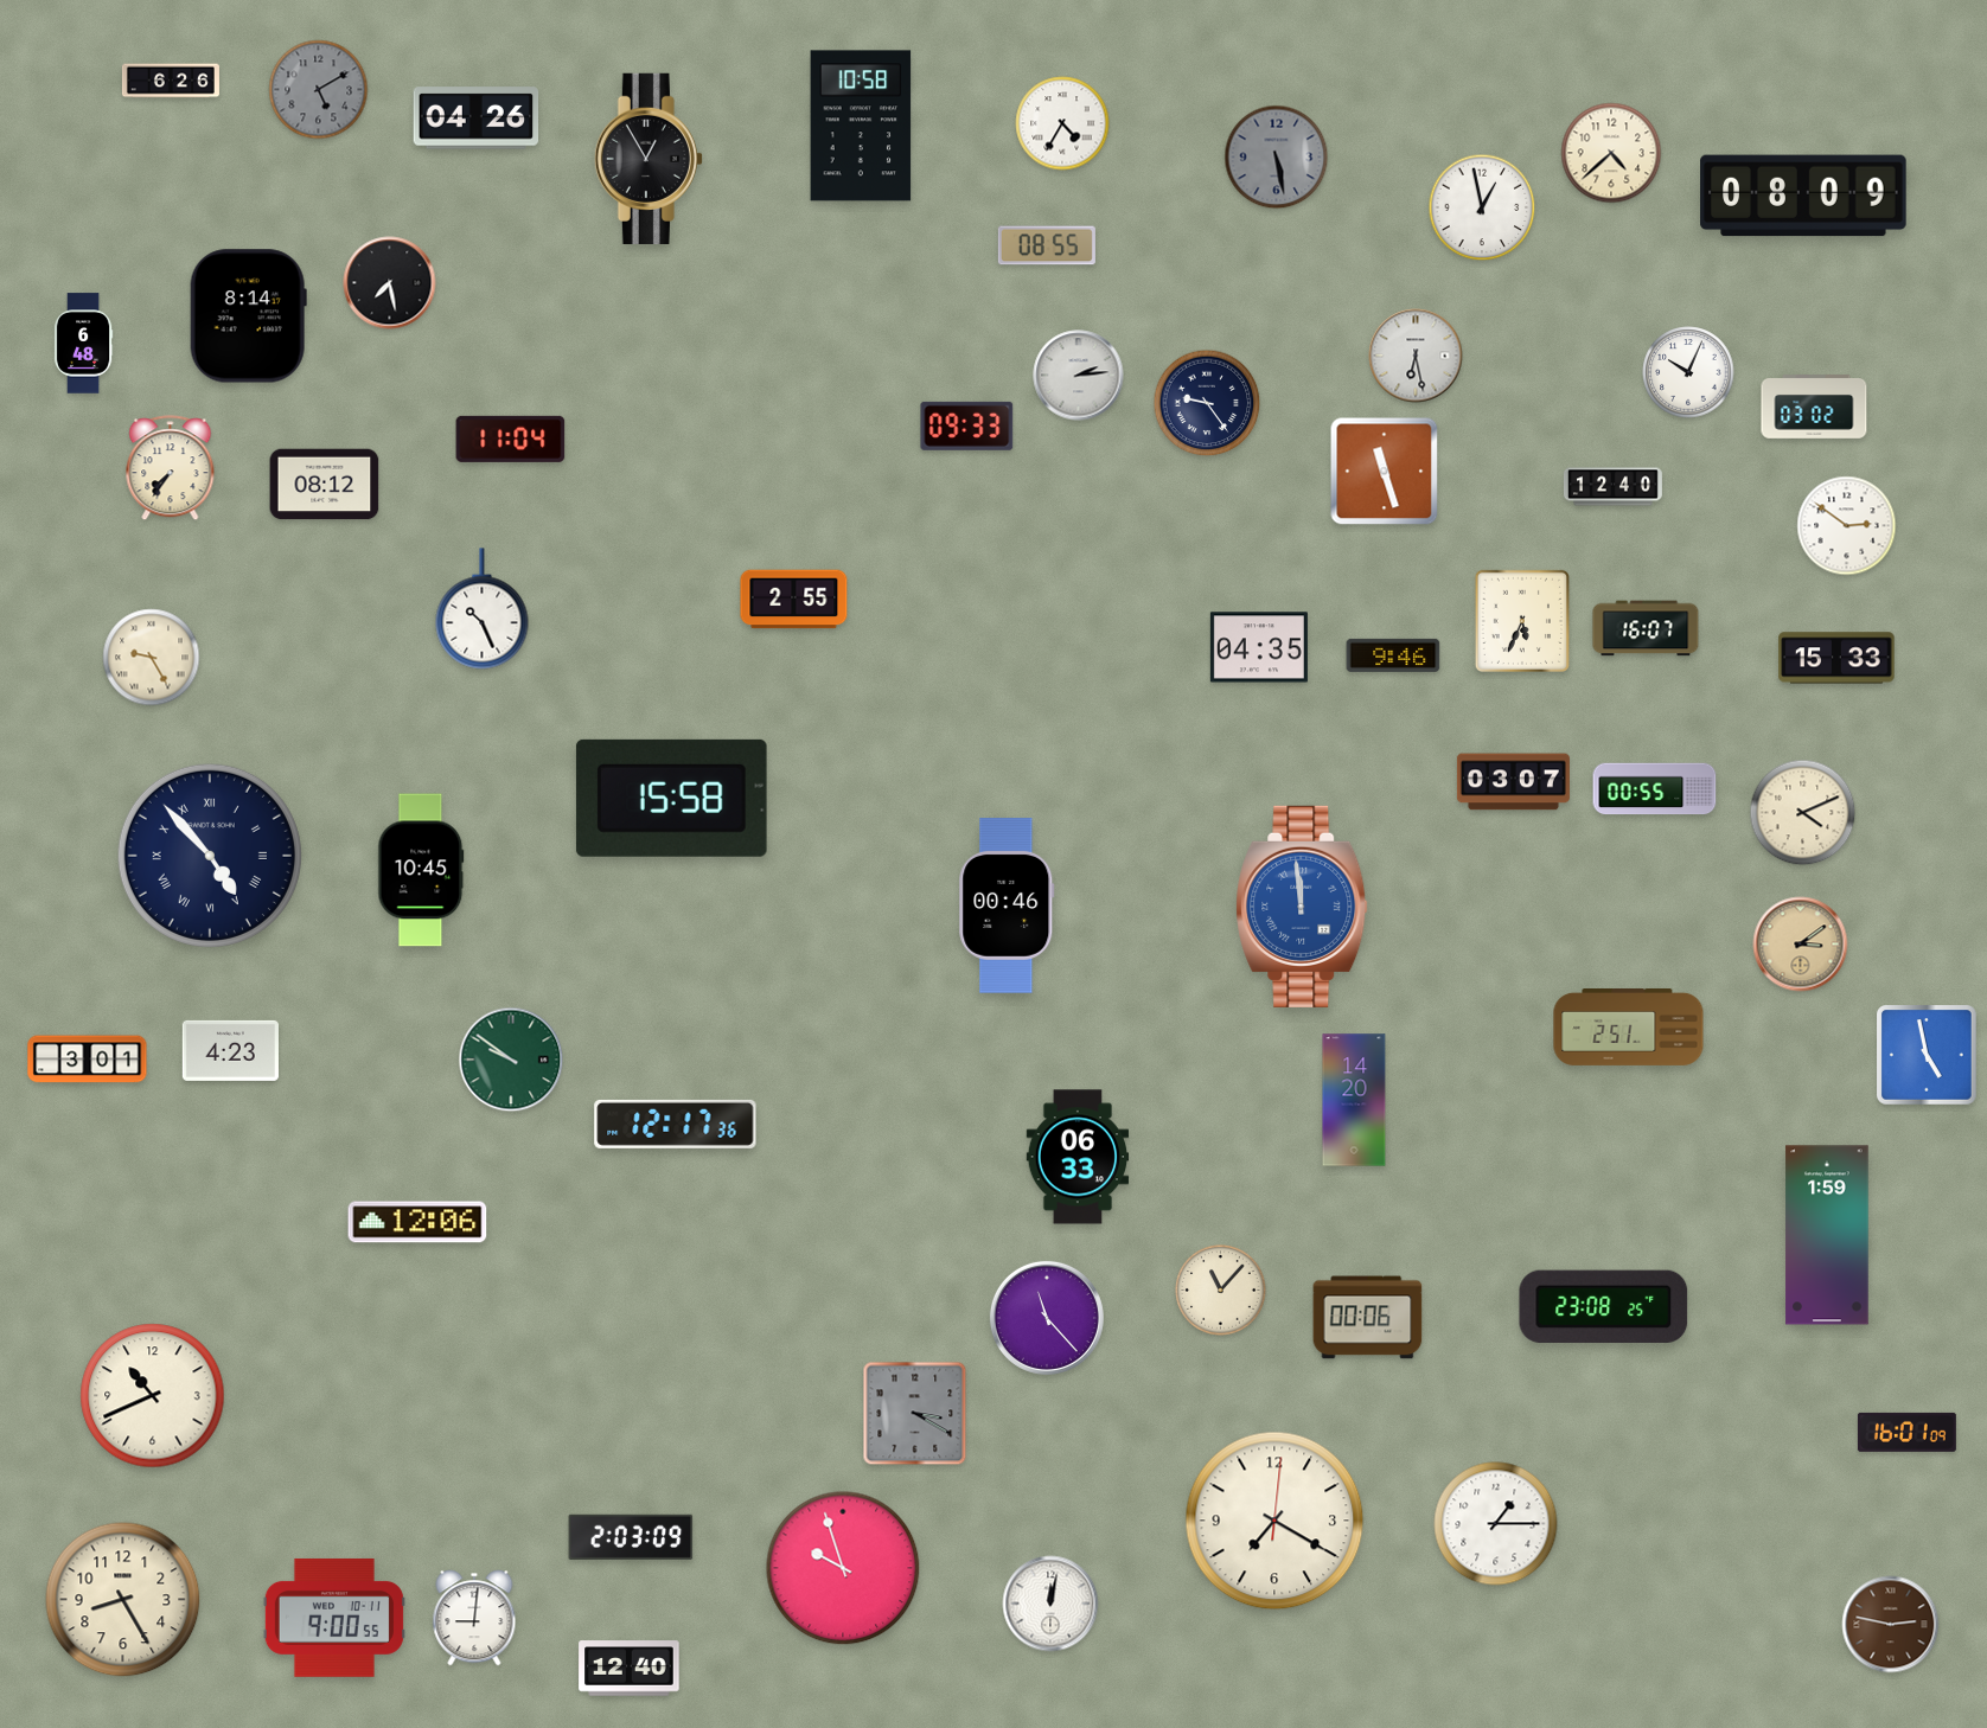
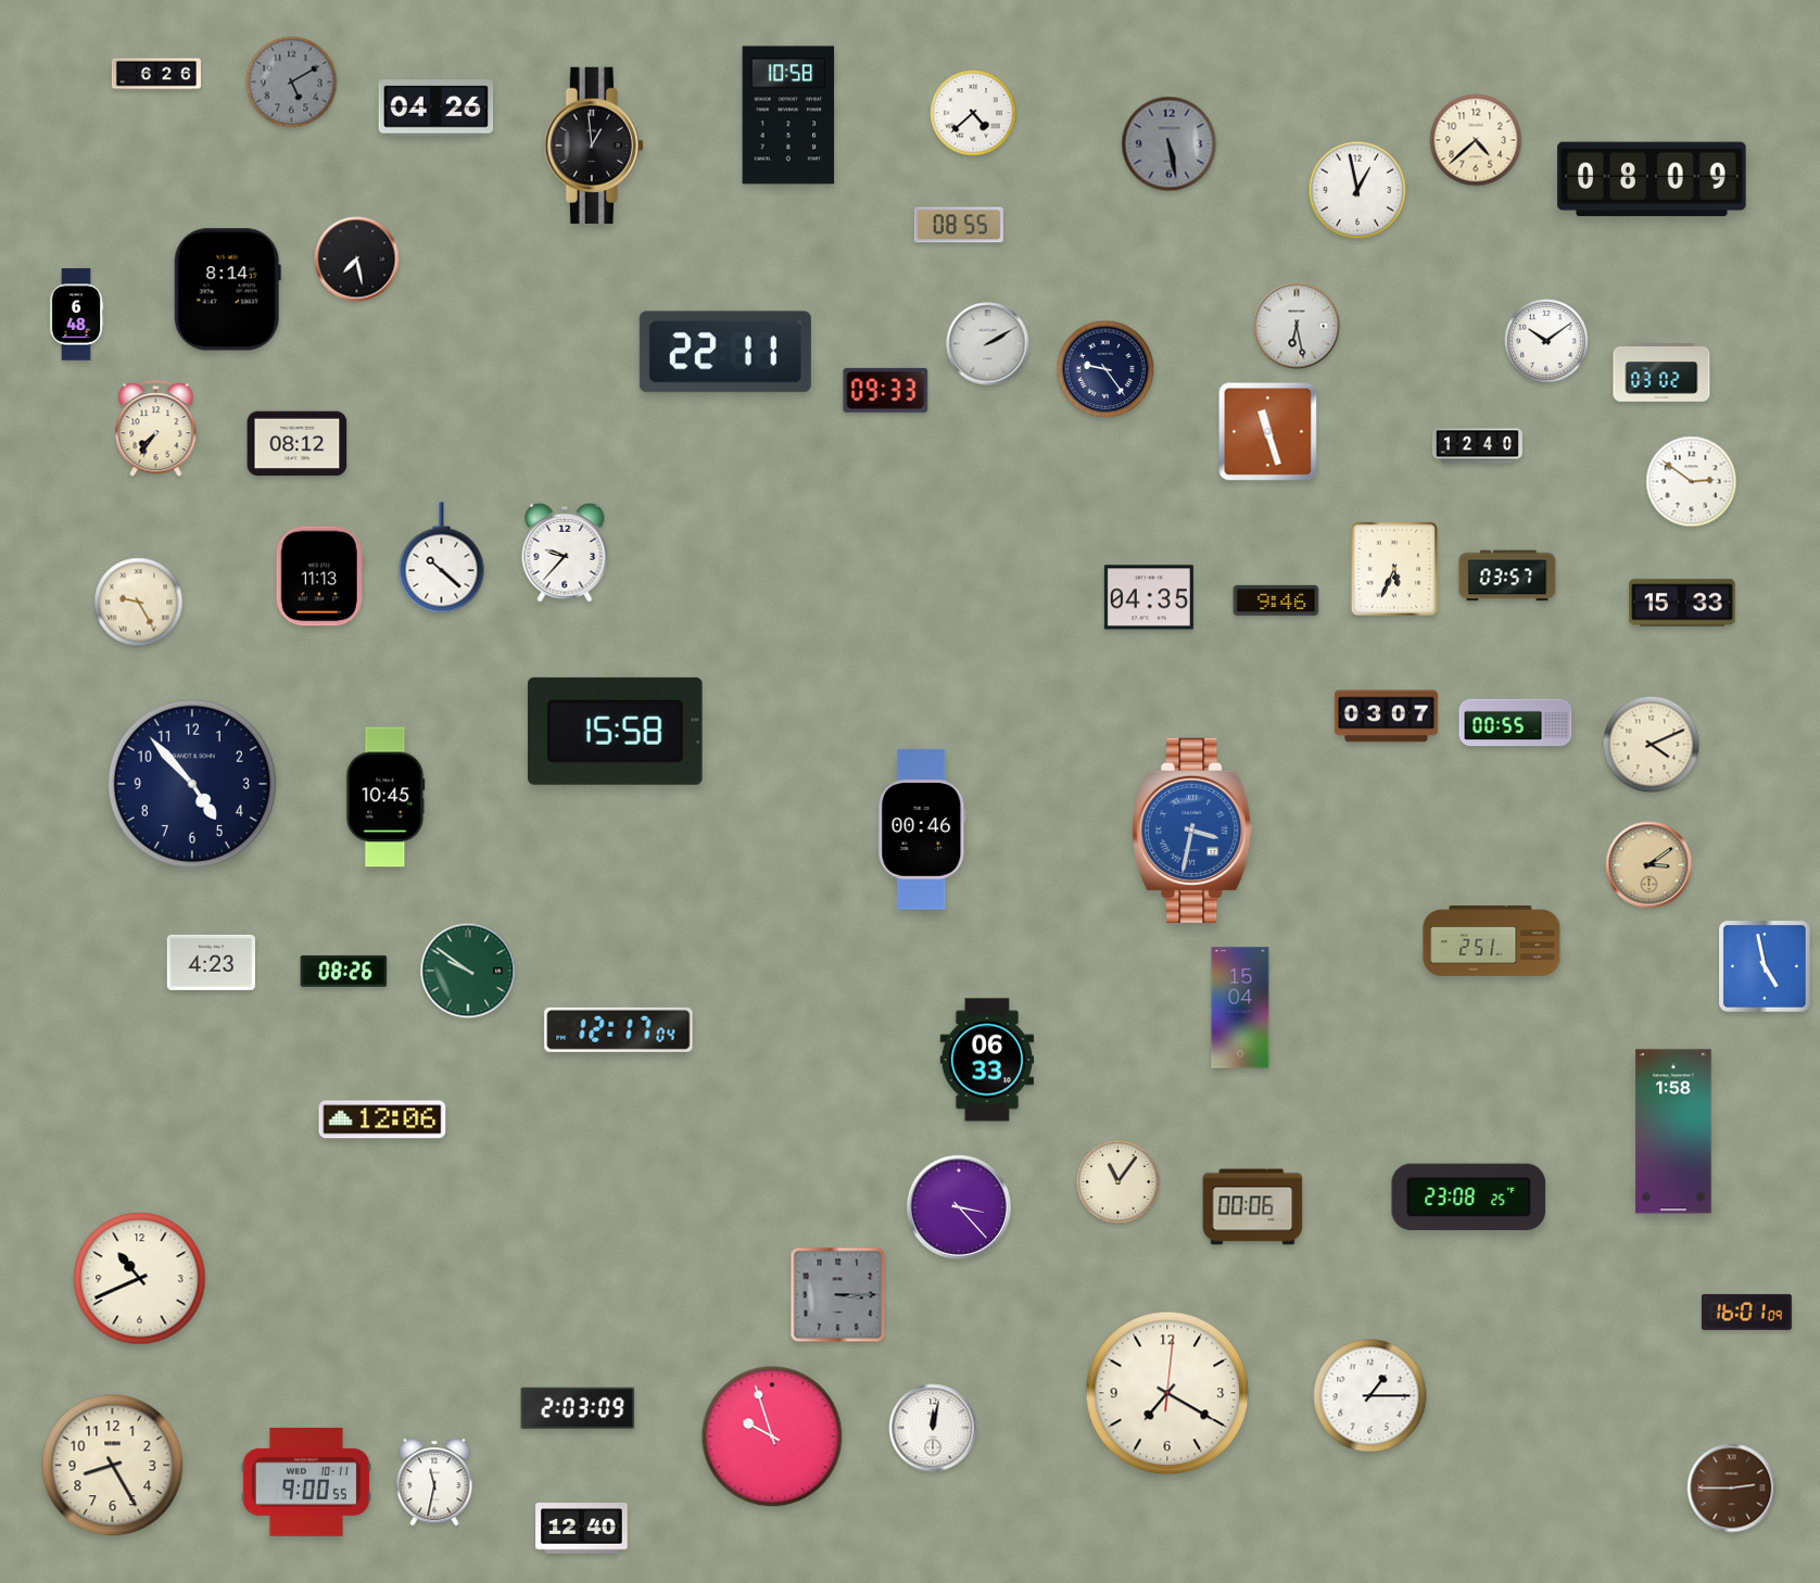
clock at (1062, 123): 4:35 -> 4:38
clock at (649, 159): 12:55 -> 12:59
clock at (1688, 372): 10:04 -> 10:09
clock at (1079, 376): 2:14 -> 2:10
clock at (725, 352): none -> 22:11
clock at (511, 439): 11:04 -> none
clock at (794, 600): 2:55 -> none
clock at (565, 553): none -> 9:37
clock at (483, 609): 10:26 -> 10:22
clock at (1646, 628): 16:07 -> 03:57
clock at (319, 577): none -> 11:13
clock at (1259, 647) position: (1259, 647) -> (1149, 597)
clock at (210, 856) numerals: Roman -> Arabic
clock at (1302, 907): 11:59 -> 3:32
clock at (88, 1060): 3:01 -> none
clock at (344, 971): none -> 08:26
clock at (1354, 1100): 14:20 -> 15:04
clock at (676, 1124): 12:17:36 -> 12:17:04
clock at (1827, 1235): 1:59 -> 1:58
clock at (1221, 1291): 11:07 -> 11:06
clock at (1047, 1318): 11:23 -> 3:23
clock at (915, 1414): 3:20 -> 3:15
clock at (1050, 1604) position: (1050, 1604) -> (933, 1428)
clock at (474, 1618): 9:01 -> 11:32
clock at (1891, 1625): 2:47 -> 2:45
clock at (630, 1669) position: (630, 1669) -> (582, 1529)
